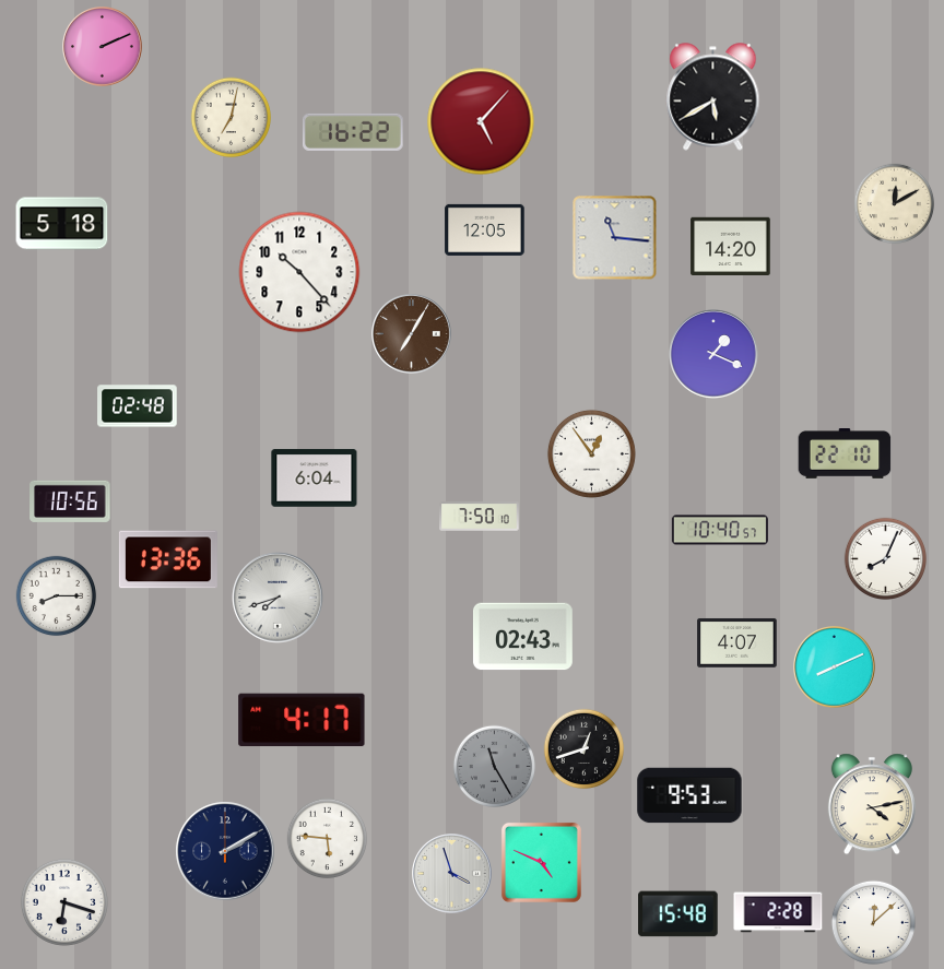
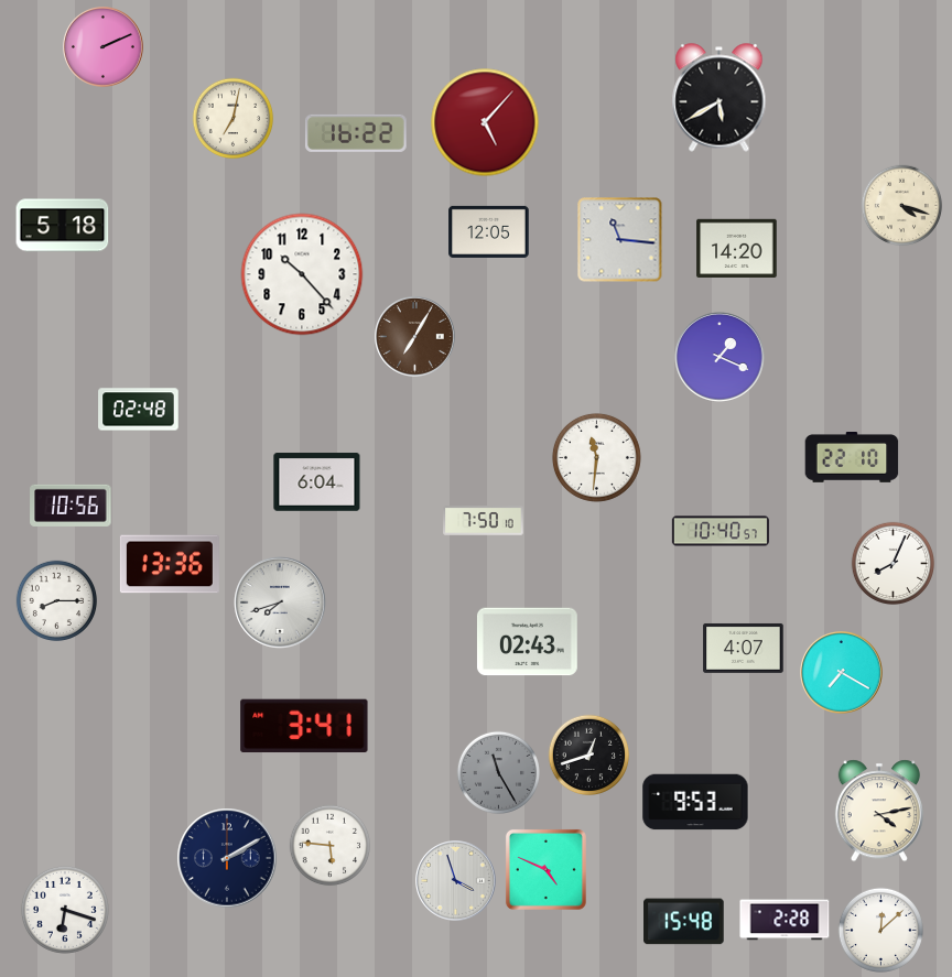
clock at (895, 204): 12:10 -> 4:18
clock at (591, 453): 12:54 -> 11:31
clock at (719, 530) position: (719, 530) -> (720, 531)
clock at (835, 667): 8:11 -> 7:20
clock at (302, 720): 4:17 -> 3:41
